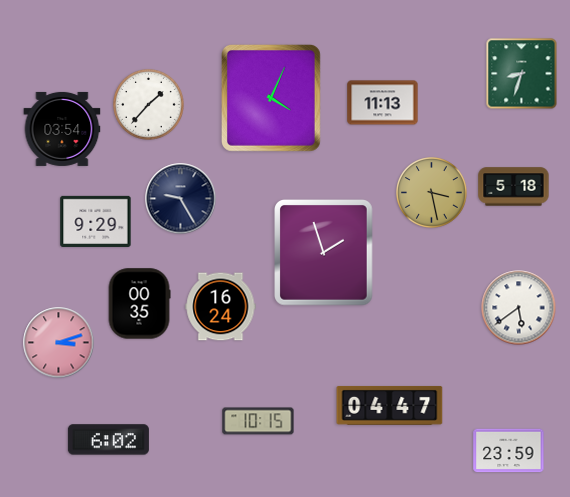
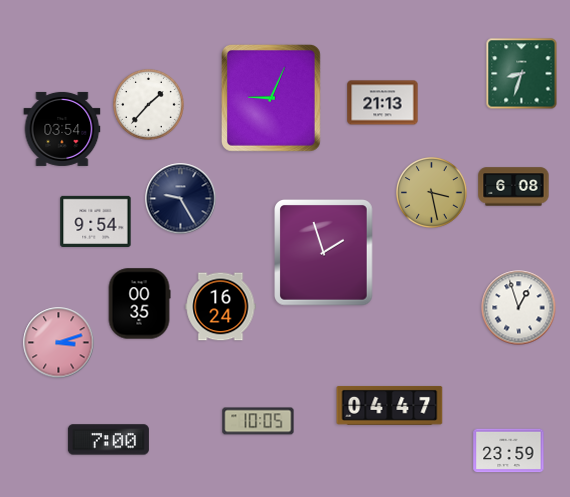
clock at (271, 98): 4:04 -> 9:04
clock at (383, 103): 11:13 -> 21:13
clock at (514, 187): 5:18 -> 6:08
clock at (96, 221): 9:29 -> 9:54
clock at (519, 308): 5:39 -> 12:57
clock at (258, 421): 10:15 -> 10:05
clock at (108, 440): 6:02 -> 7:00
